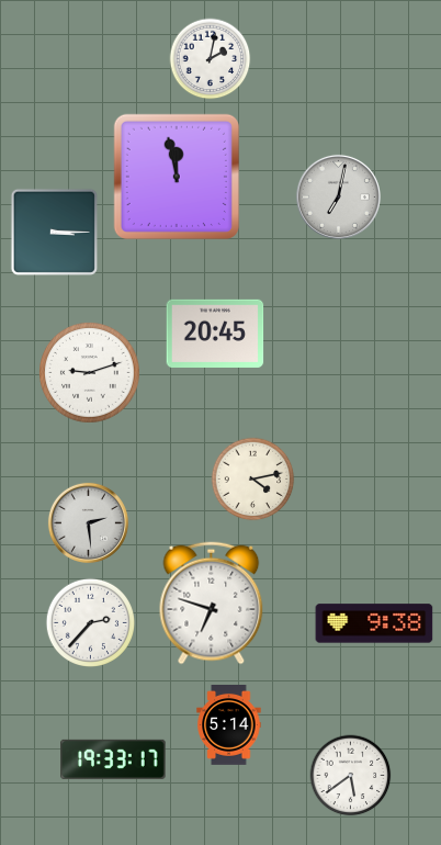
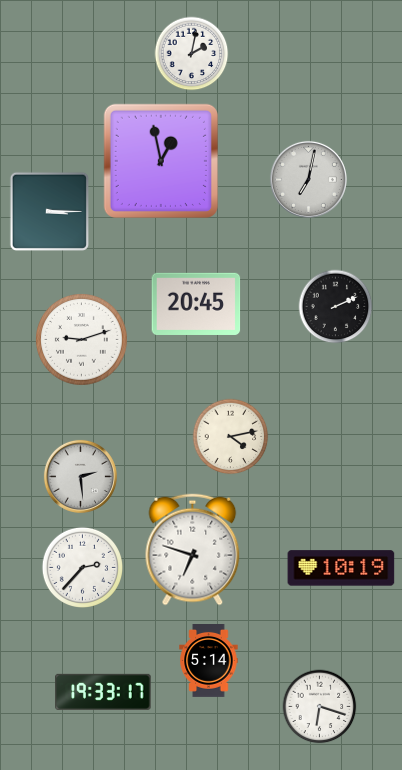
clock at (177, 177): 11:58 -> 12:58
clock at (336, 307): none -> 2:11
clock at (374, 623): 9:38 -> 10:19
clock at (351, 776): 5:39 -> 6:18
